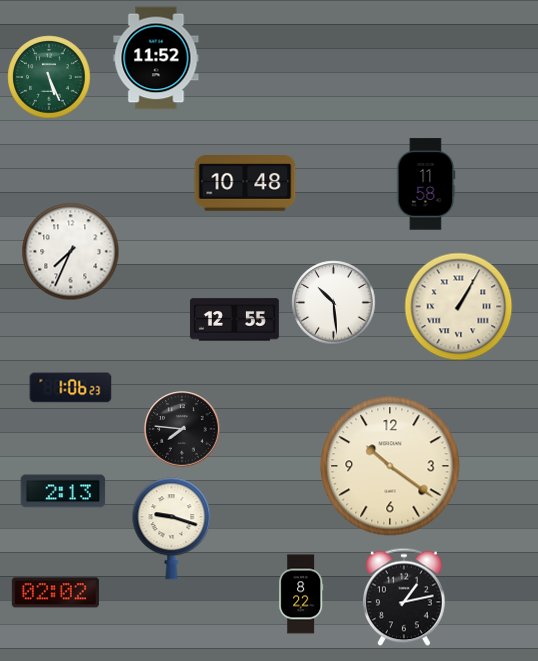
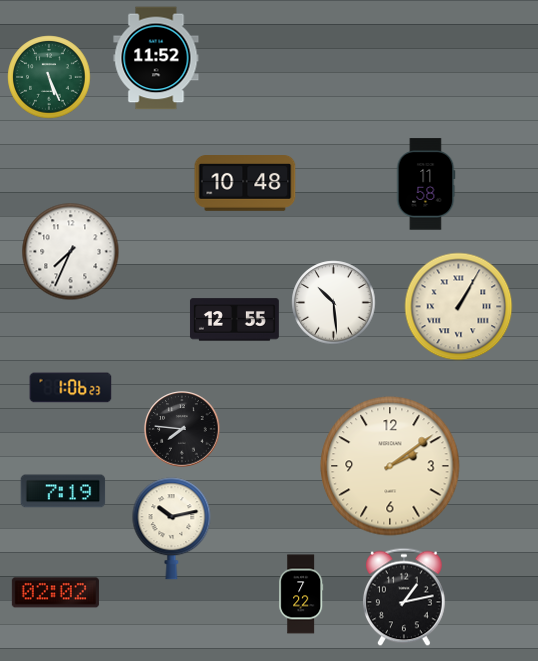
clock at (390, 466): 10:21 -> 2:09
clock at (63, 491): 2:13 -> 7:19
clock at (172, 529): 9:18 -> 10:13
clock at (301, 594): 8:22 -> 7:22
